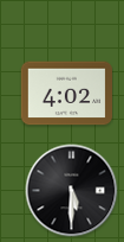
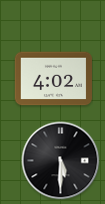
clock at (66, 94) position: (66, 94) -> (53, 79)
